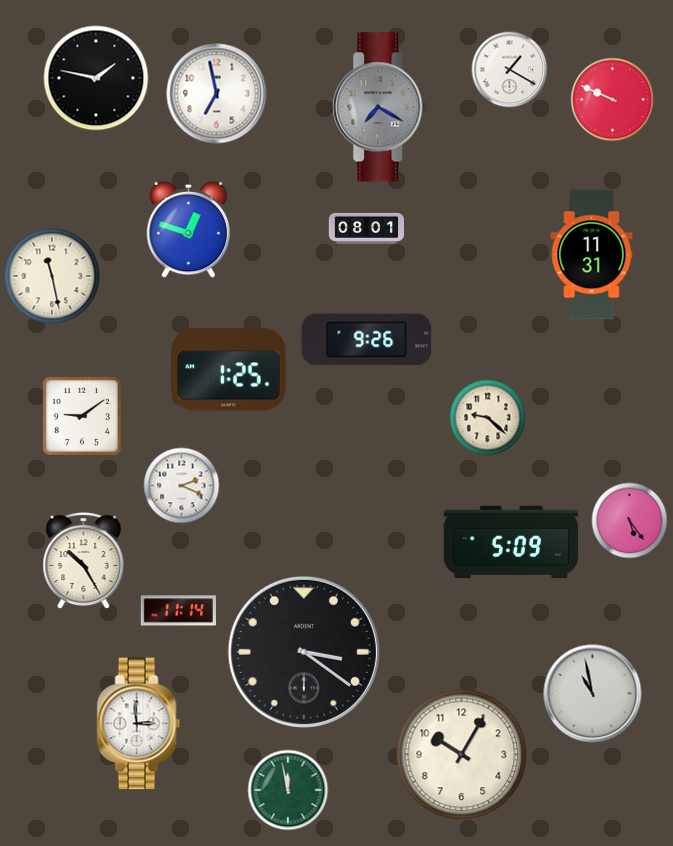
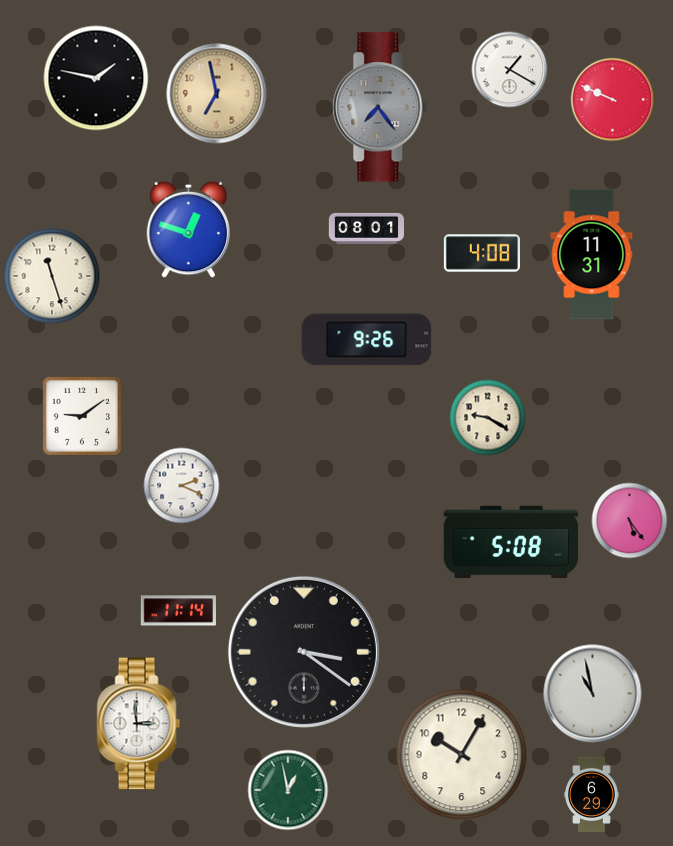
clock at (217, 94) dial: white -> champagne
clock at (380, 107): 7:20 -> 7:24
clock at (482, 253): none -> 4:08
clock at (52, 276): 11:28 -> 11:27
clock at (229, 370): 1:25 -> none
clock at (488, 418): 9:22 -> 9:20
clock at (511, 542): 5:09 -> 5:08
clock at (84, 561): 10:25 -> none
clock at (288, 790): 11:58 -> 12:58
clock at (592, 795): none -> 6:29
